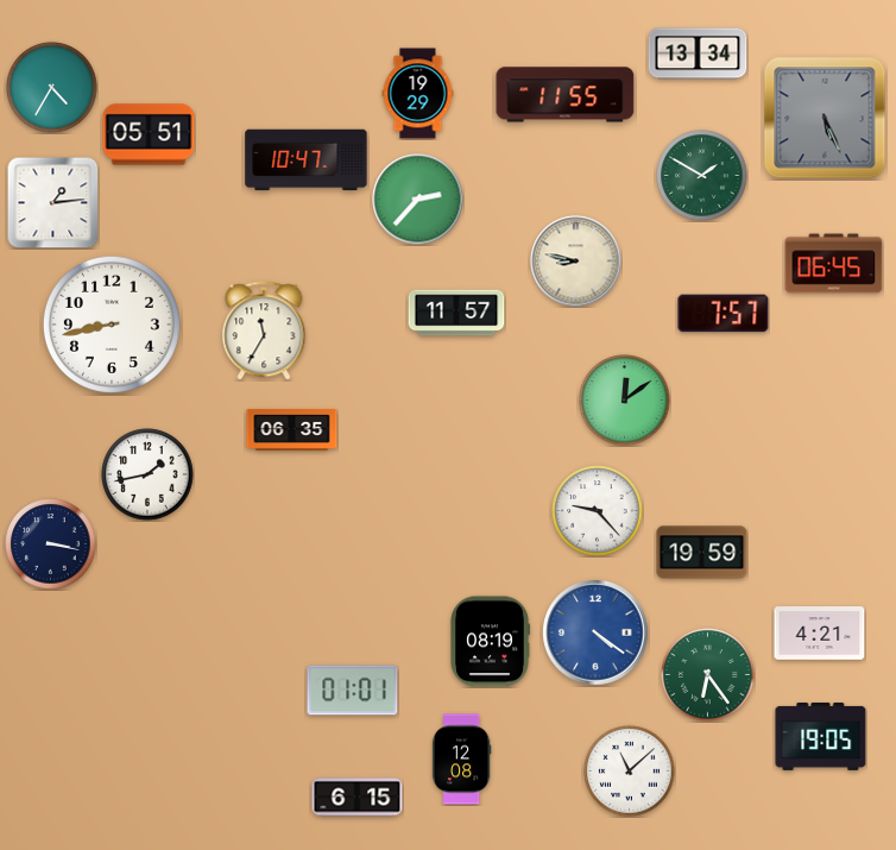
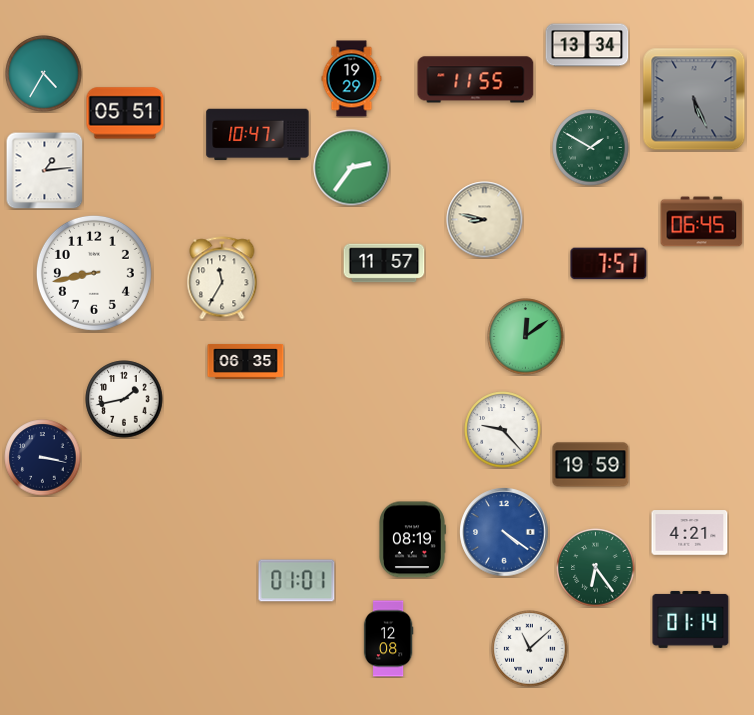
clock at (418, 200): 2:37 -> 2:36
clock at (595, 632) position: (595, 632) -> (504, 532)
clock at (821, 736): 19:05 -> 01:14
clock at (358, 798): 6:15 -> none
